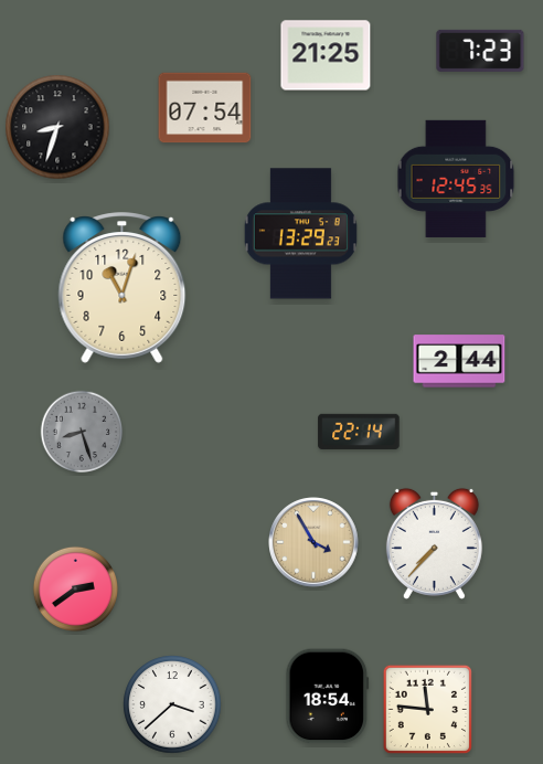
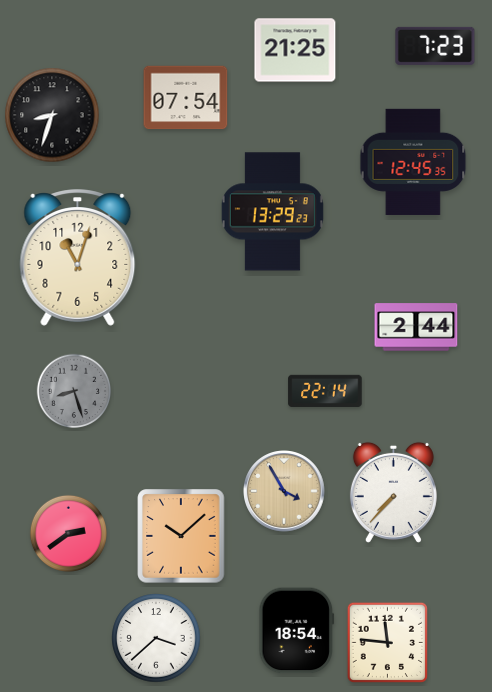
clock at (123, 288) position: (123, 288) -> (78, 258)
clock at (181, 536): none -> 10:08
